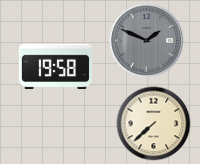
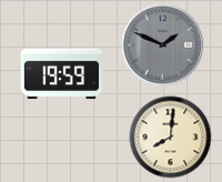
clock at (55, 67): 19:58 -> 19:59
clock at (154, 124): 7:38 -> 8:01
